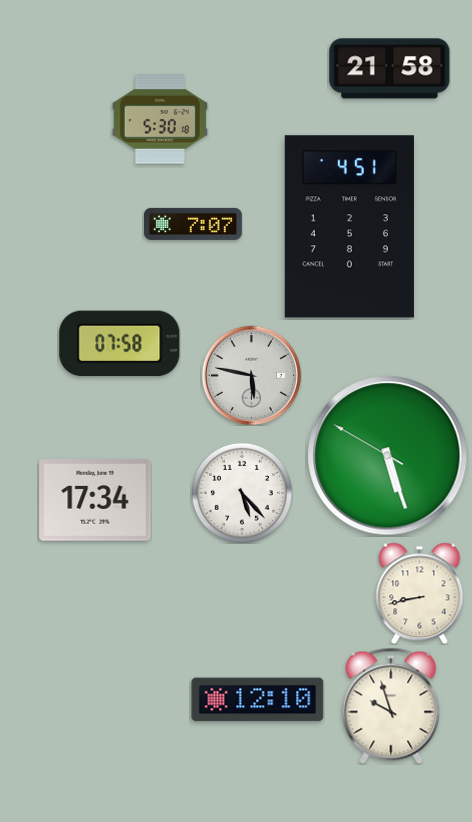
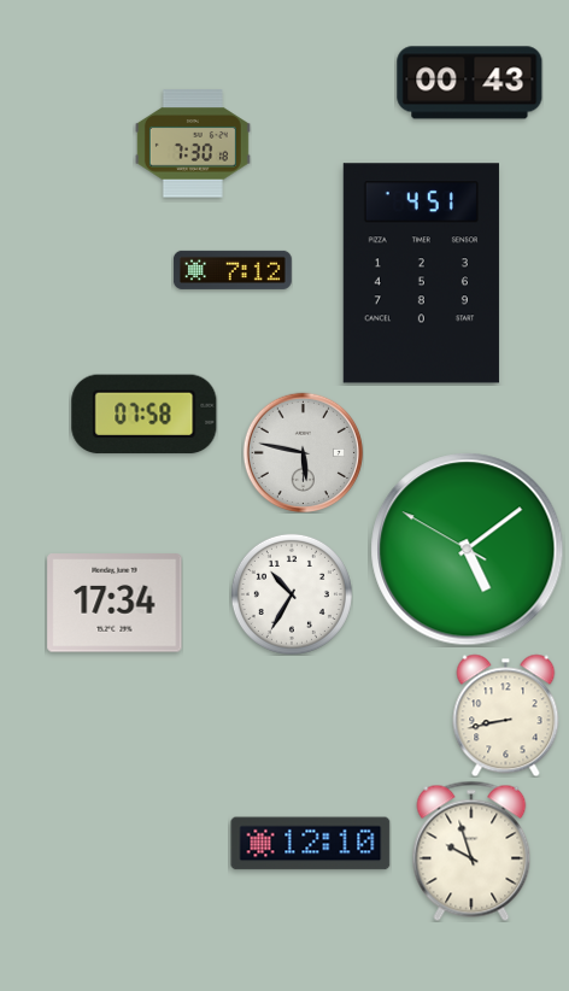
clock at (390, 69): 21:58 -> 00:43
clock at (160, 119): 5:30 -> 7:30
clock at (193, 224): 7:07 -> 7:12
clock at (388, 456): 5:26 -> 5:08
clock at (242, 493): 5:23 -> 10:35
